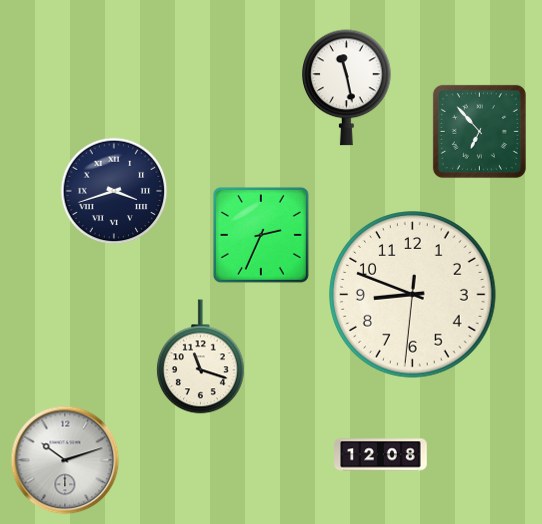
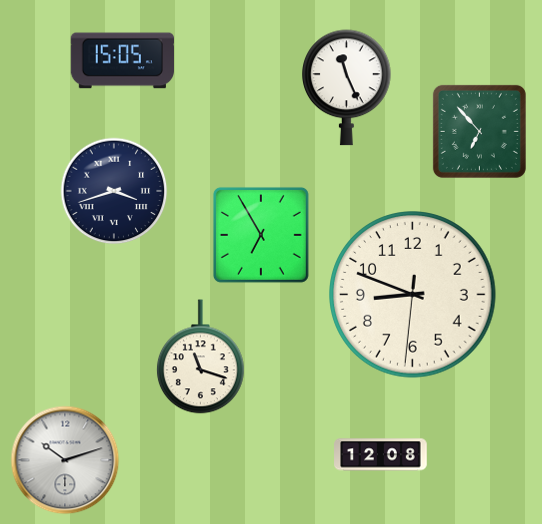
clock at (122, 61): none -> 15:05
clock at (347, 88): 11:28 -> 11:26
clock at (261, 235): 2:34 -> 6:55
